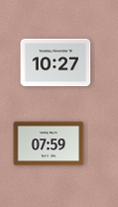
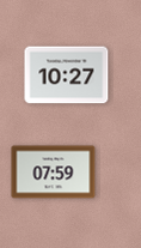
clock at (49, 144) position: (49, 144) -> (54, 173)
